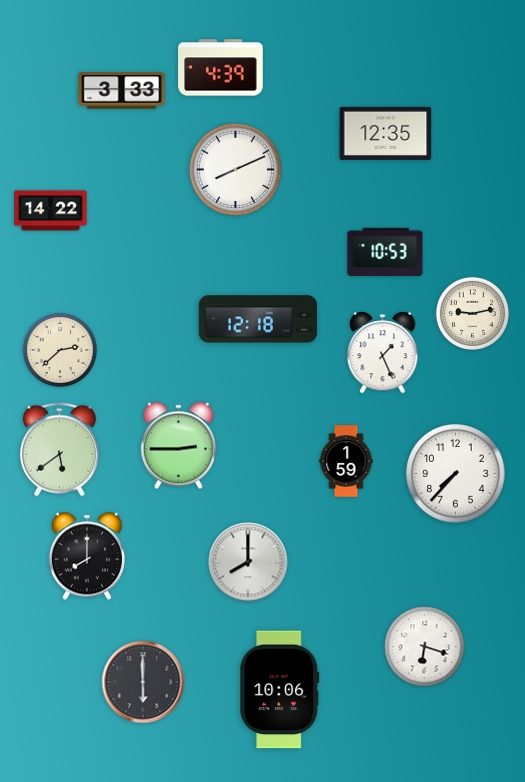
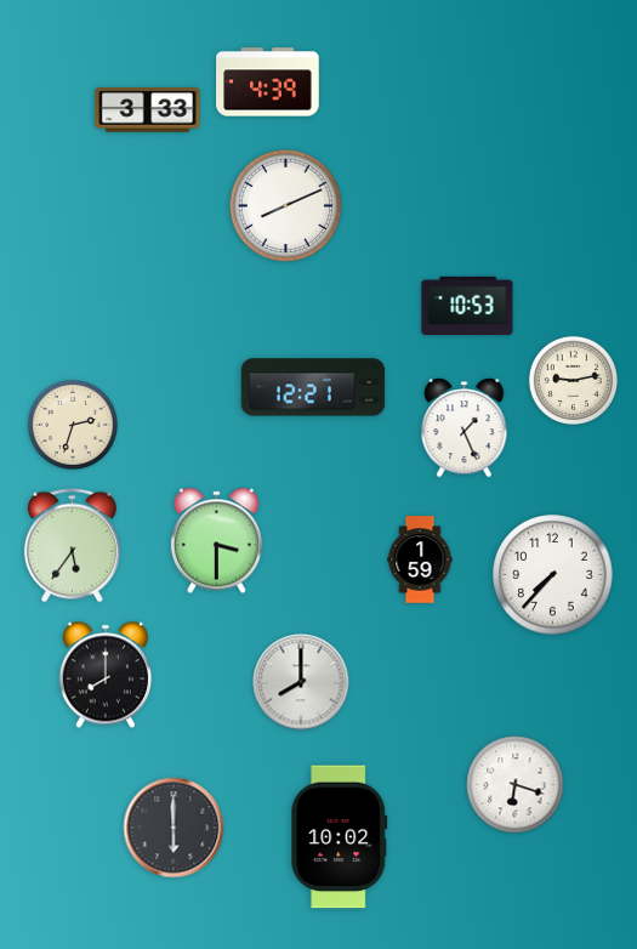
clock at (386, 133): 12:35 -> none
clock at (51, 211): 14:22 -> none
clock at (258, 319): 12:18 -> 12:21
clock at (60, 350): 2:38 -> 2:33
clock at (178, 446): 2:45 -> 3:30
clock at (59, 450): 5:39 -> 5:36
clock at (280, 690): 10:06 -> 10:02
